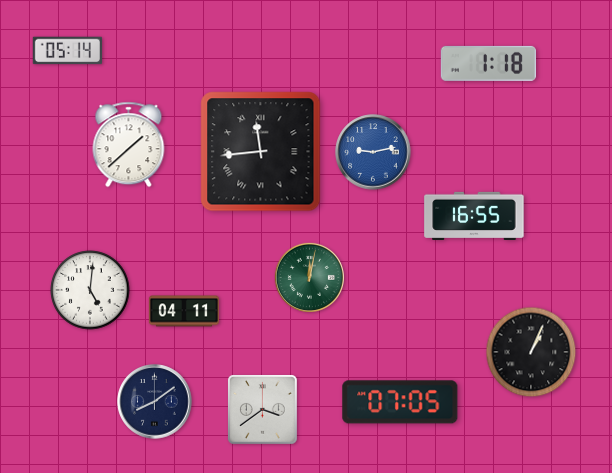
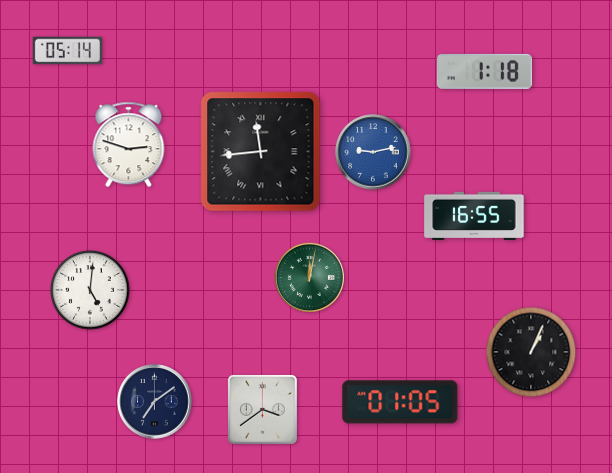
clock at (488, 63) position: (488, 63) -> (484, 71)
clock at (129, 145): 1:38 -> 2:48
clock at (184, 311): 04:11 -> none
clock at (155, 402): 8:09 -> 7:09
clock at (400, 402): 07:05 -> 01:05
